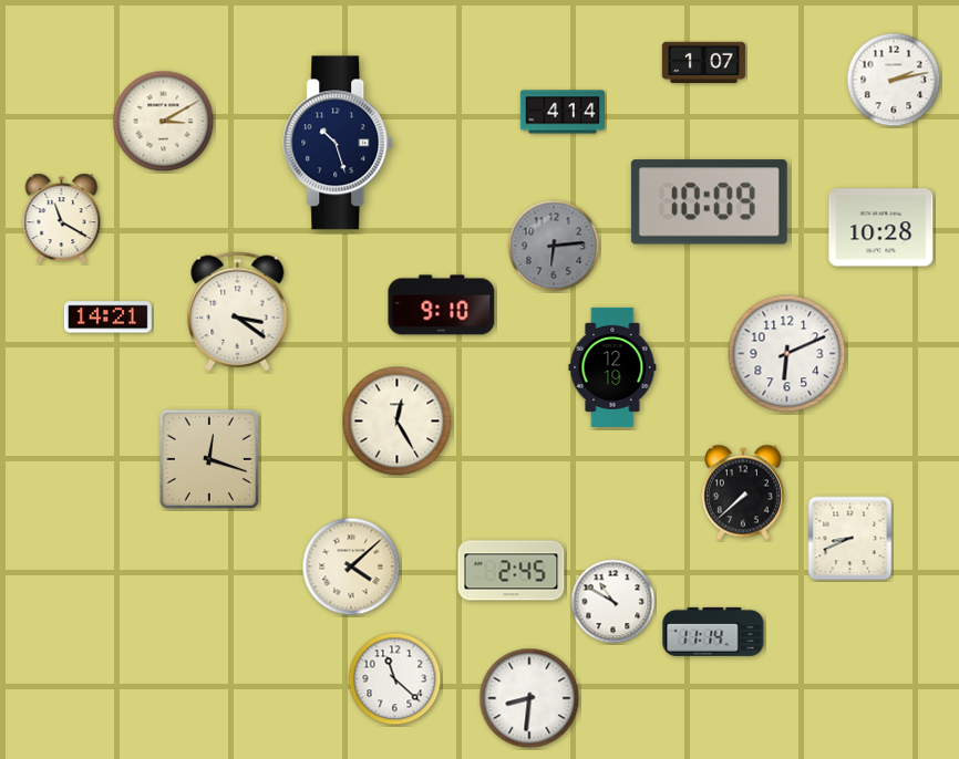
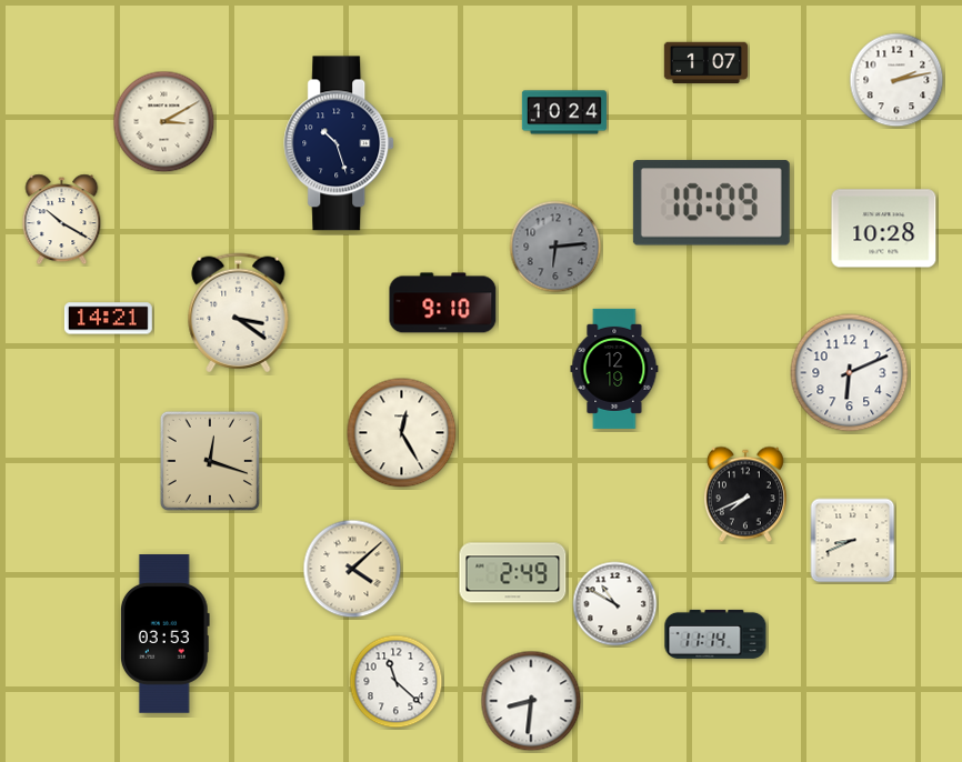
clock at (563, 112): 4:14 -> 10:24
clock at (62, 219): 11:20 -> 10:20
clock at (442, 305) position: (442, 305) -> (443, 303)
clock at (787, 354) position: (787, 354) -> (850, 373)
clock at (398, 422) position: (398, 422) -> (402, 433)
clock at (743, 492): 7:38 -> 7:41
clock at (512, 571): 2:45 -> 2:49
clock at (164, 634): none -> 03:53
